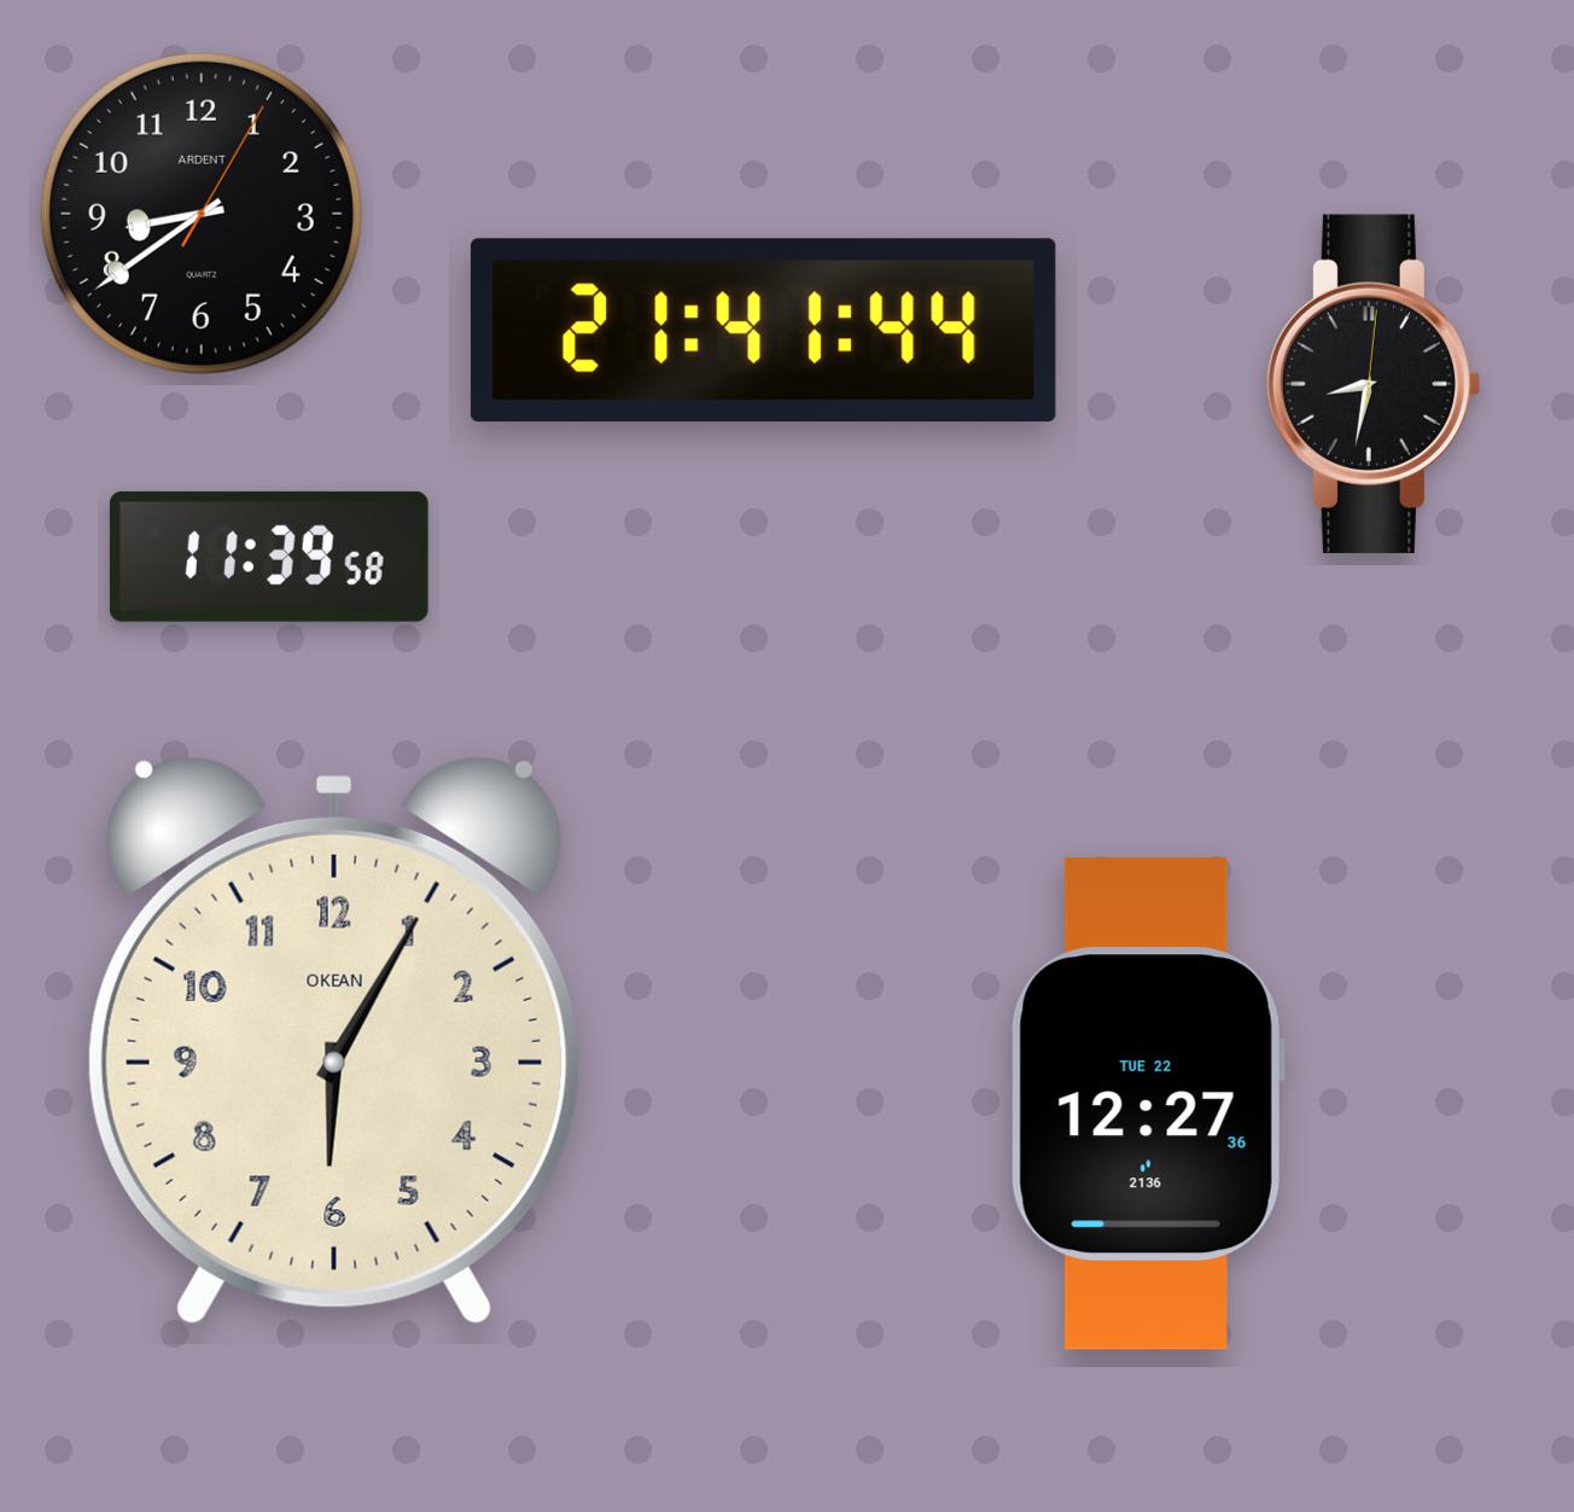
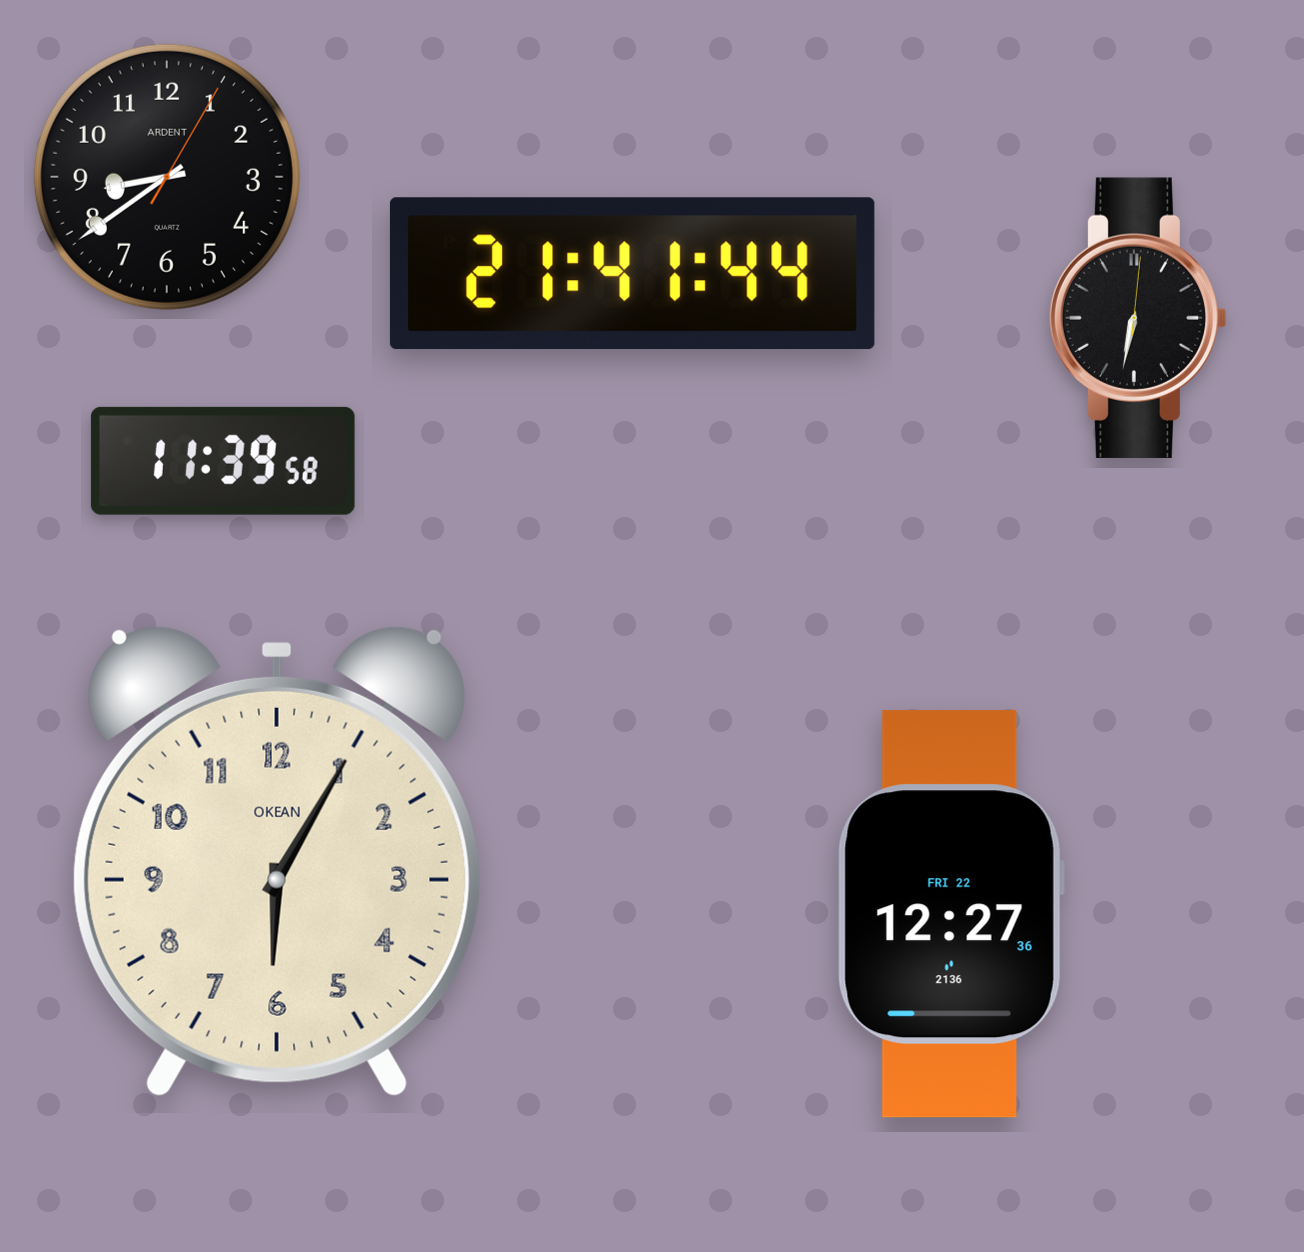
clock at (1374, 384): 8:32 -> 6:32
clock at (1148, 1104) date: TUE 22 -> FRI 22
